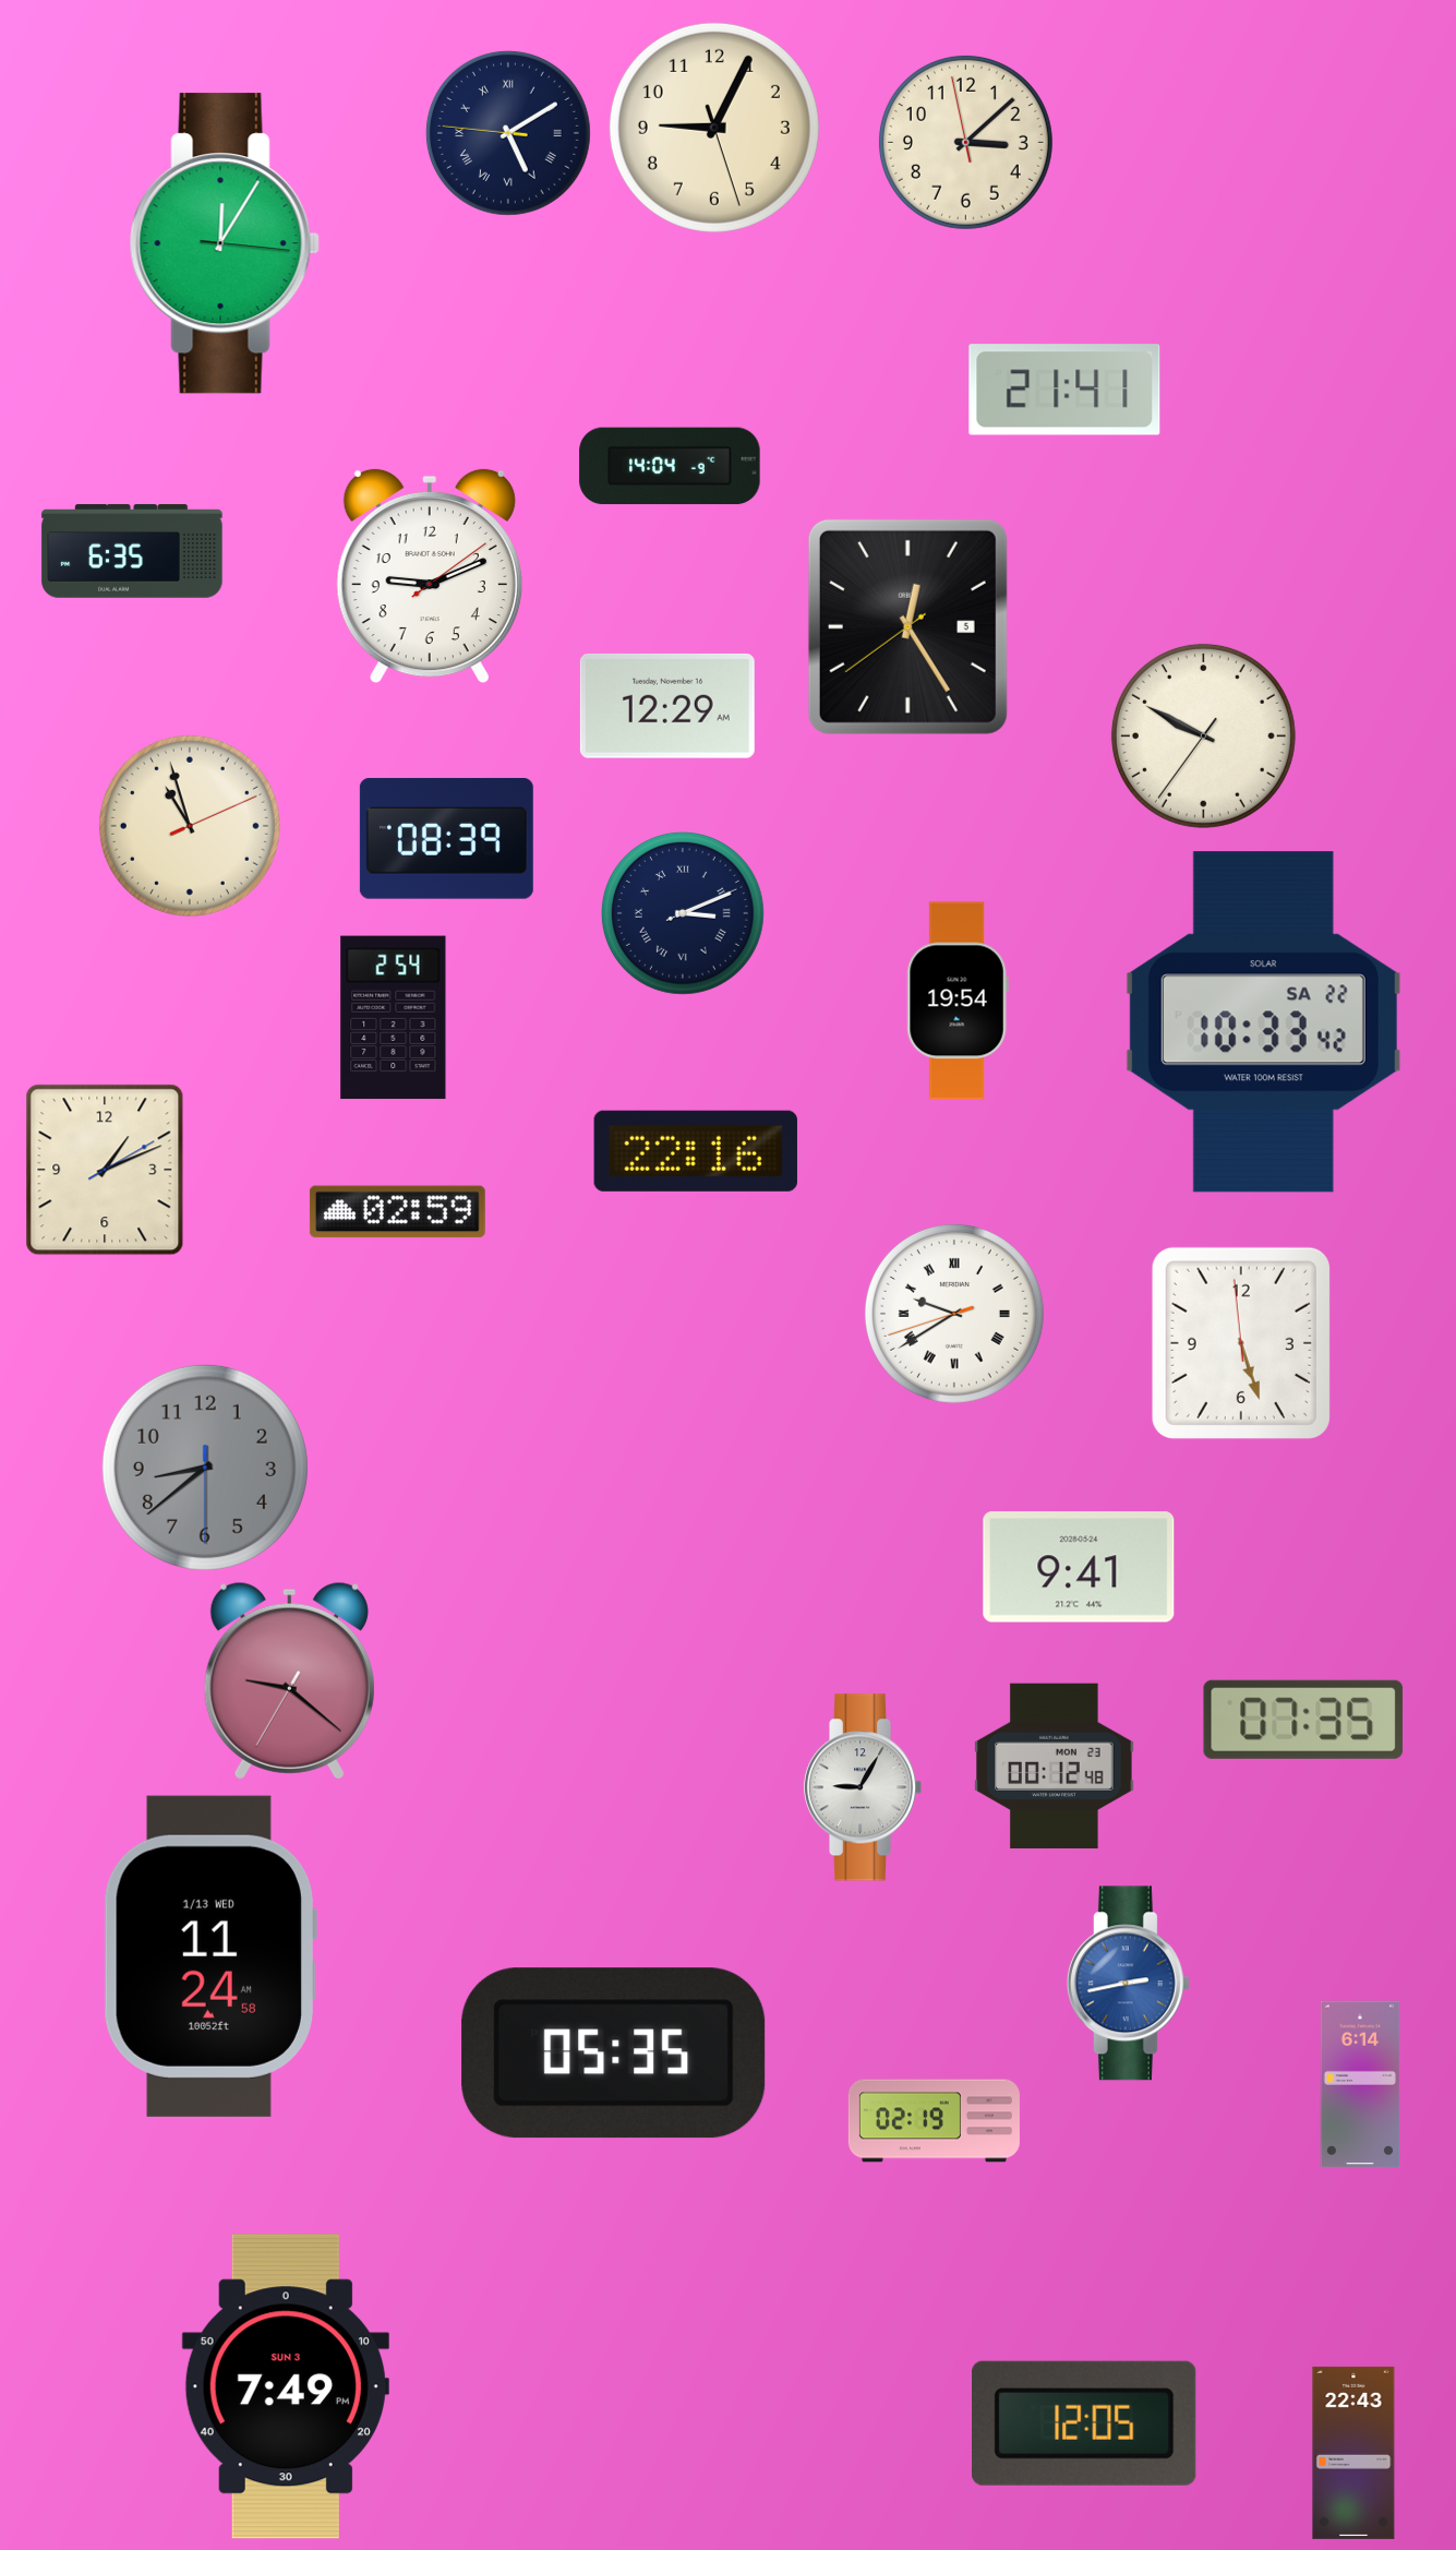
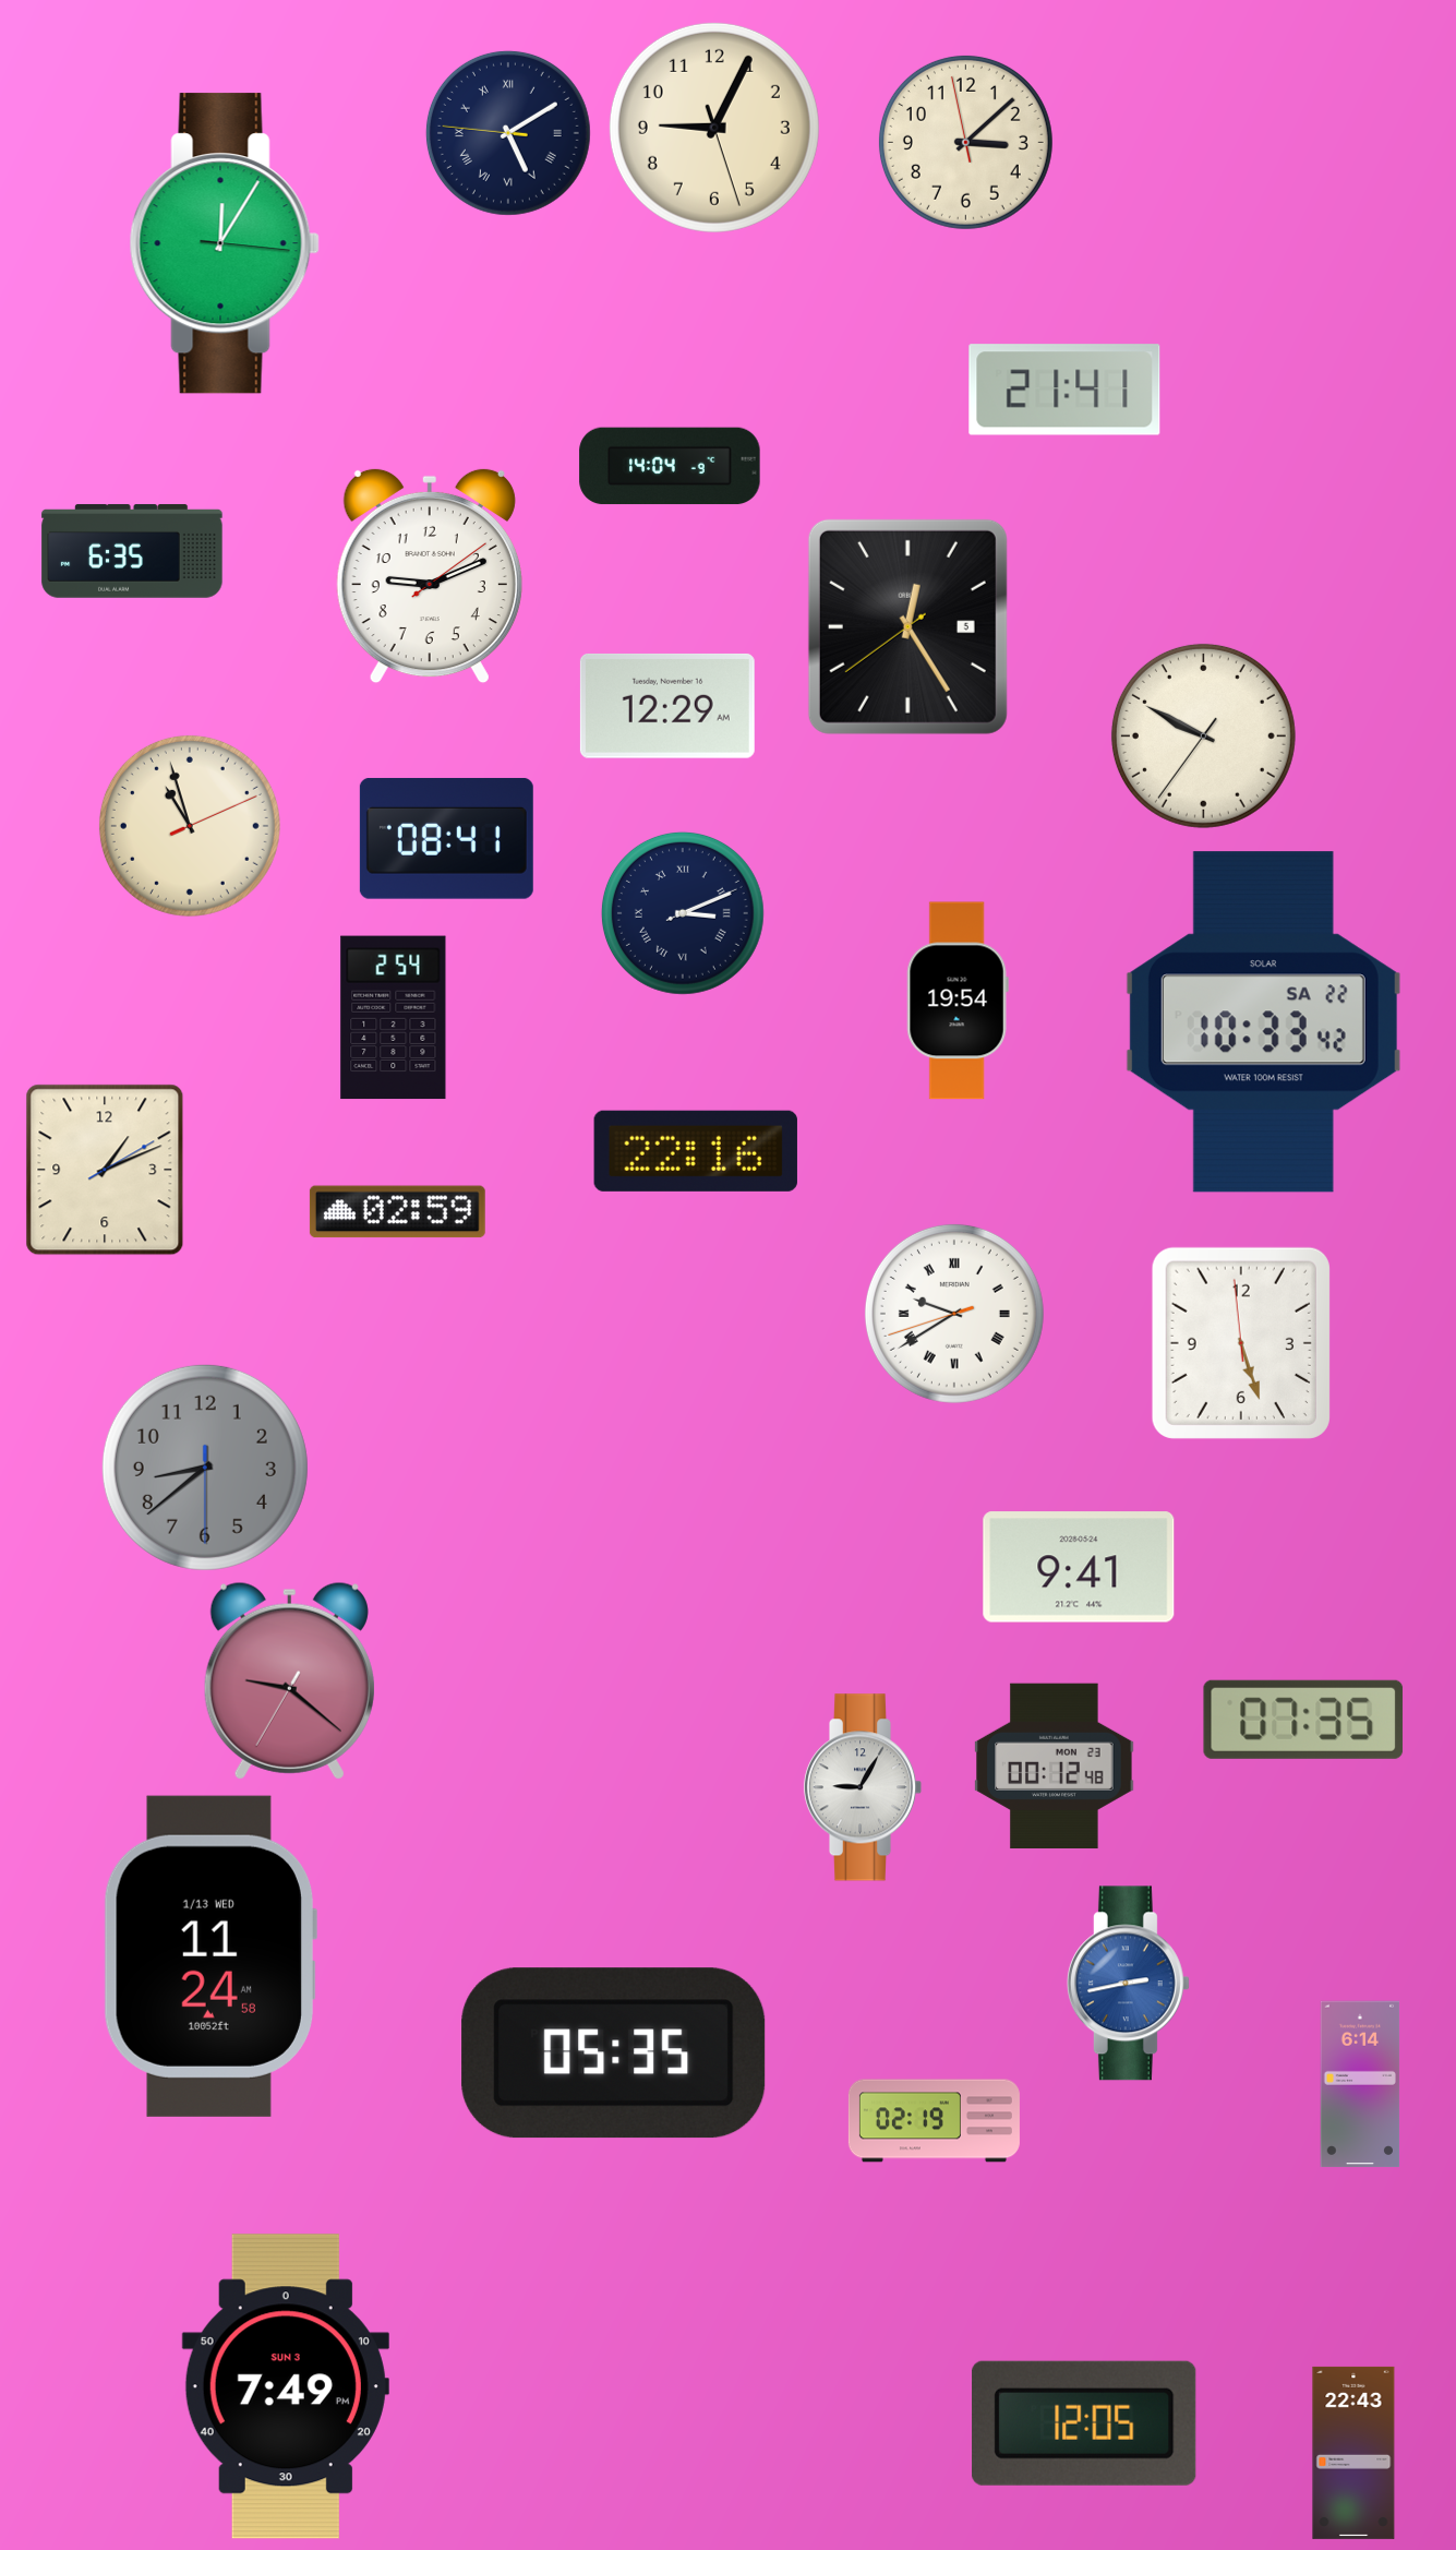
clock at (446, 839): 08:39 -> 08:41
